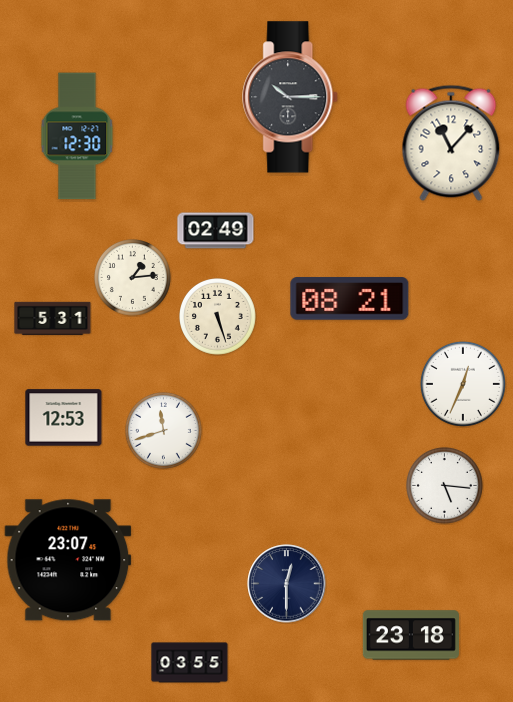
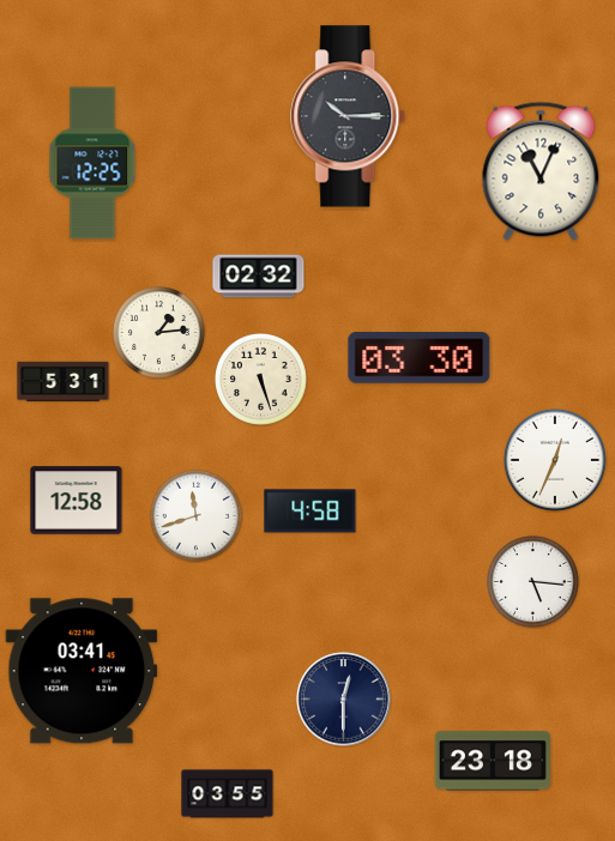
clock at (77, 136): 12:30 -> 12:25
clock at (451, 143): 11:07 -> 11:04
clock at (216, 231): 02:49 -> 02:32
clock at (350, 299): 08:21 -> 03:30
clock at (64, 418): 12:53 -> 12:58
clock at (310, 512): none -> 4:58
clock at (68, 560): 23:07 -> 03:41
